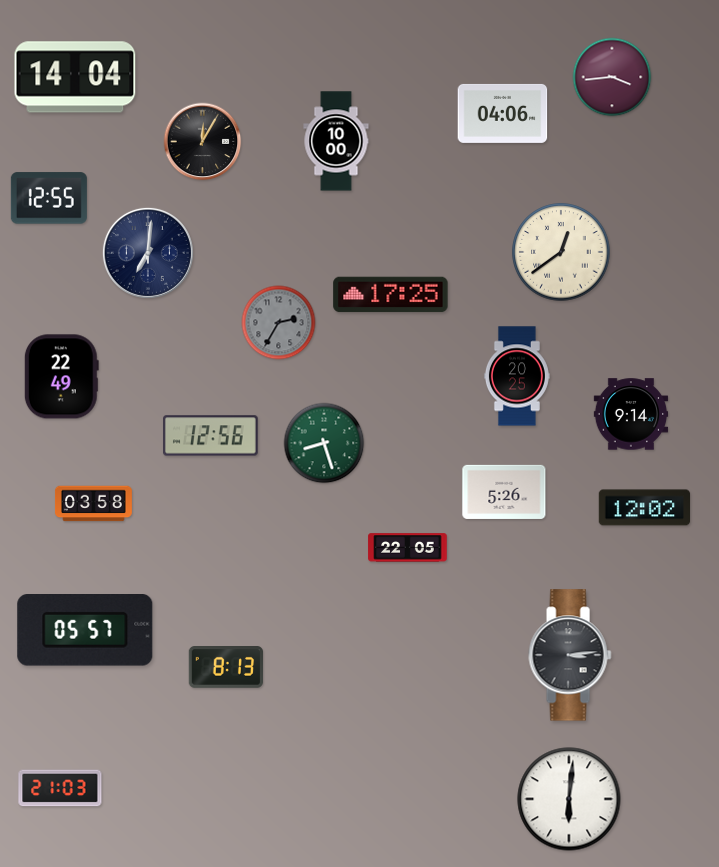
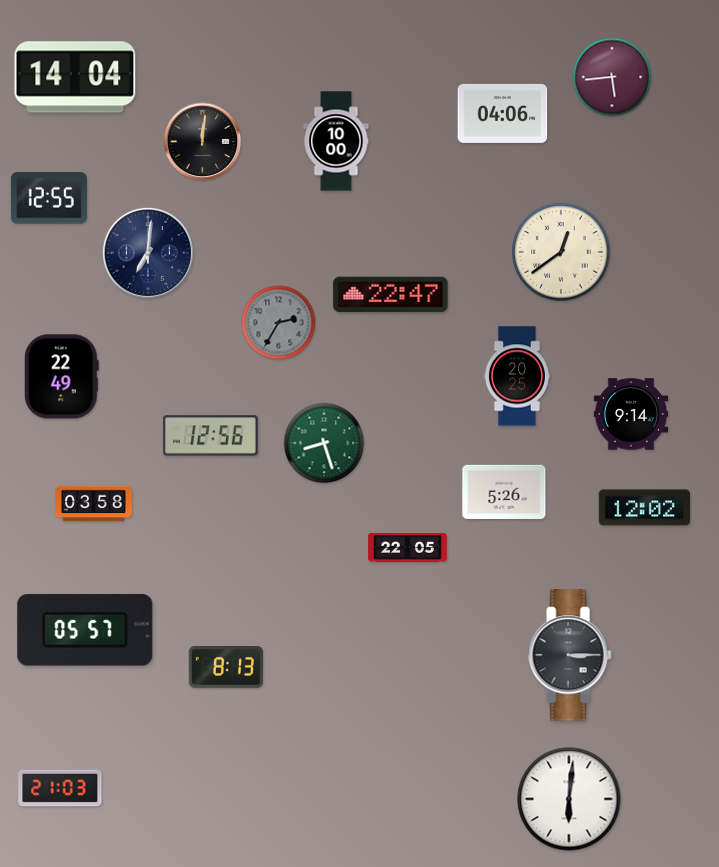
clock at (612, 77): 3:44 -> 5:44
clock at (203, 142): 12:05 -> 12:01
clock at (391, 295): 17:25 -> 22:47
clock at (570, 655): 3:14 -> 3:15
